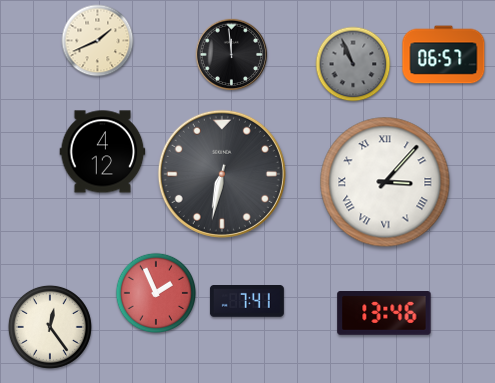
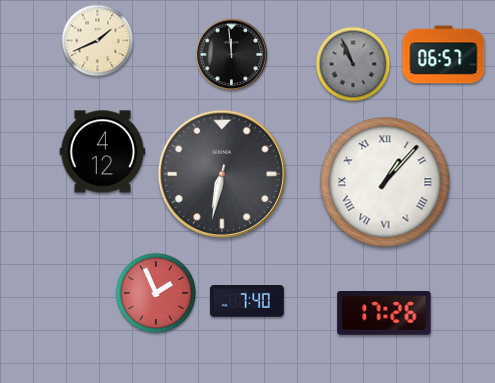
clock at (385, 182): 3:07 -> 1:07
clock at (247, 302): 7:41 -> 7:40
clock at (384, 314): 13:46 -> 17:26
clock at (50, 327): 12:24 -> none
